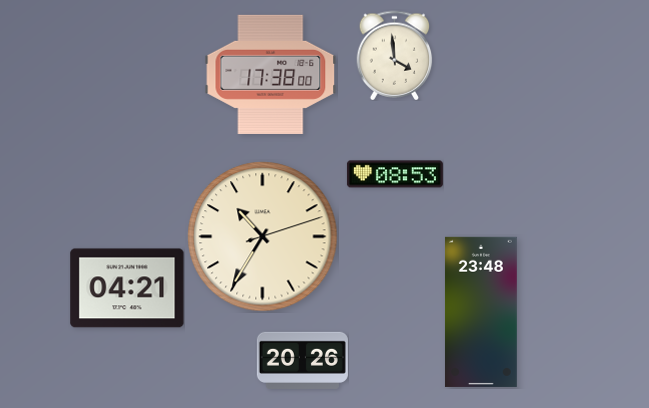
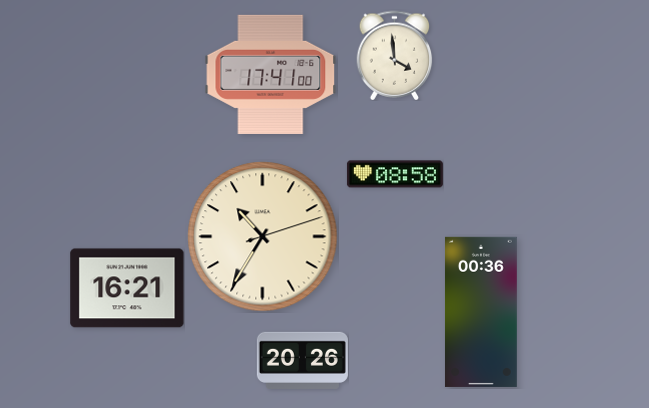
clock at (271, 74): 17:38 -> 17:41
clock at (395, 174): 08:53 -> 08:58
clock at (127, 288): 04:21 -> 16:21
clock at (481, 312): 23:48 -> 00:36
